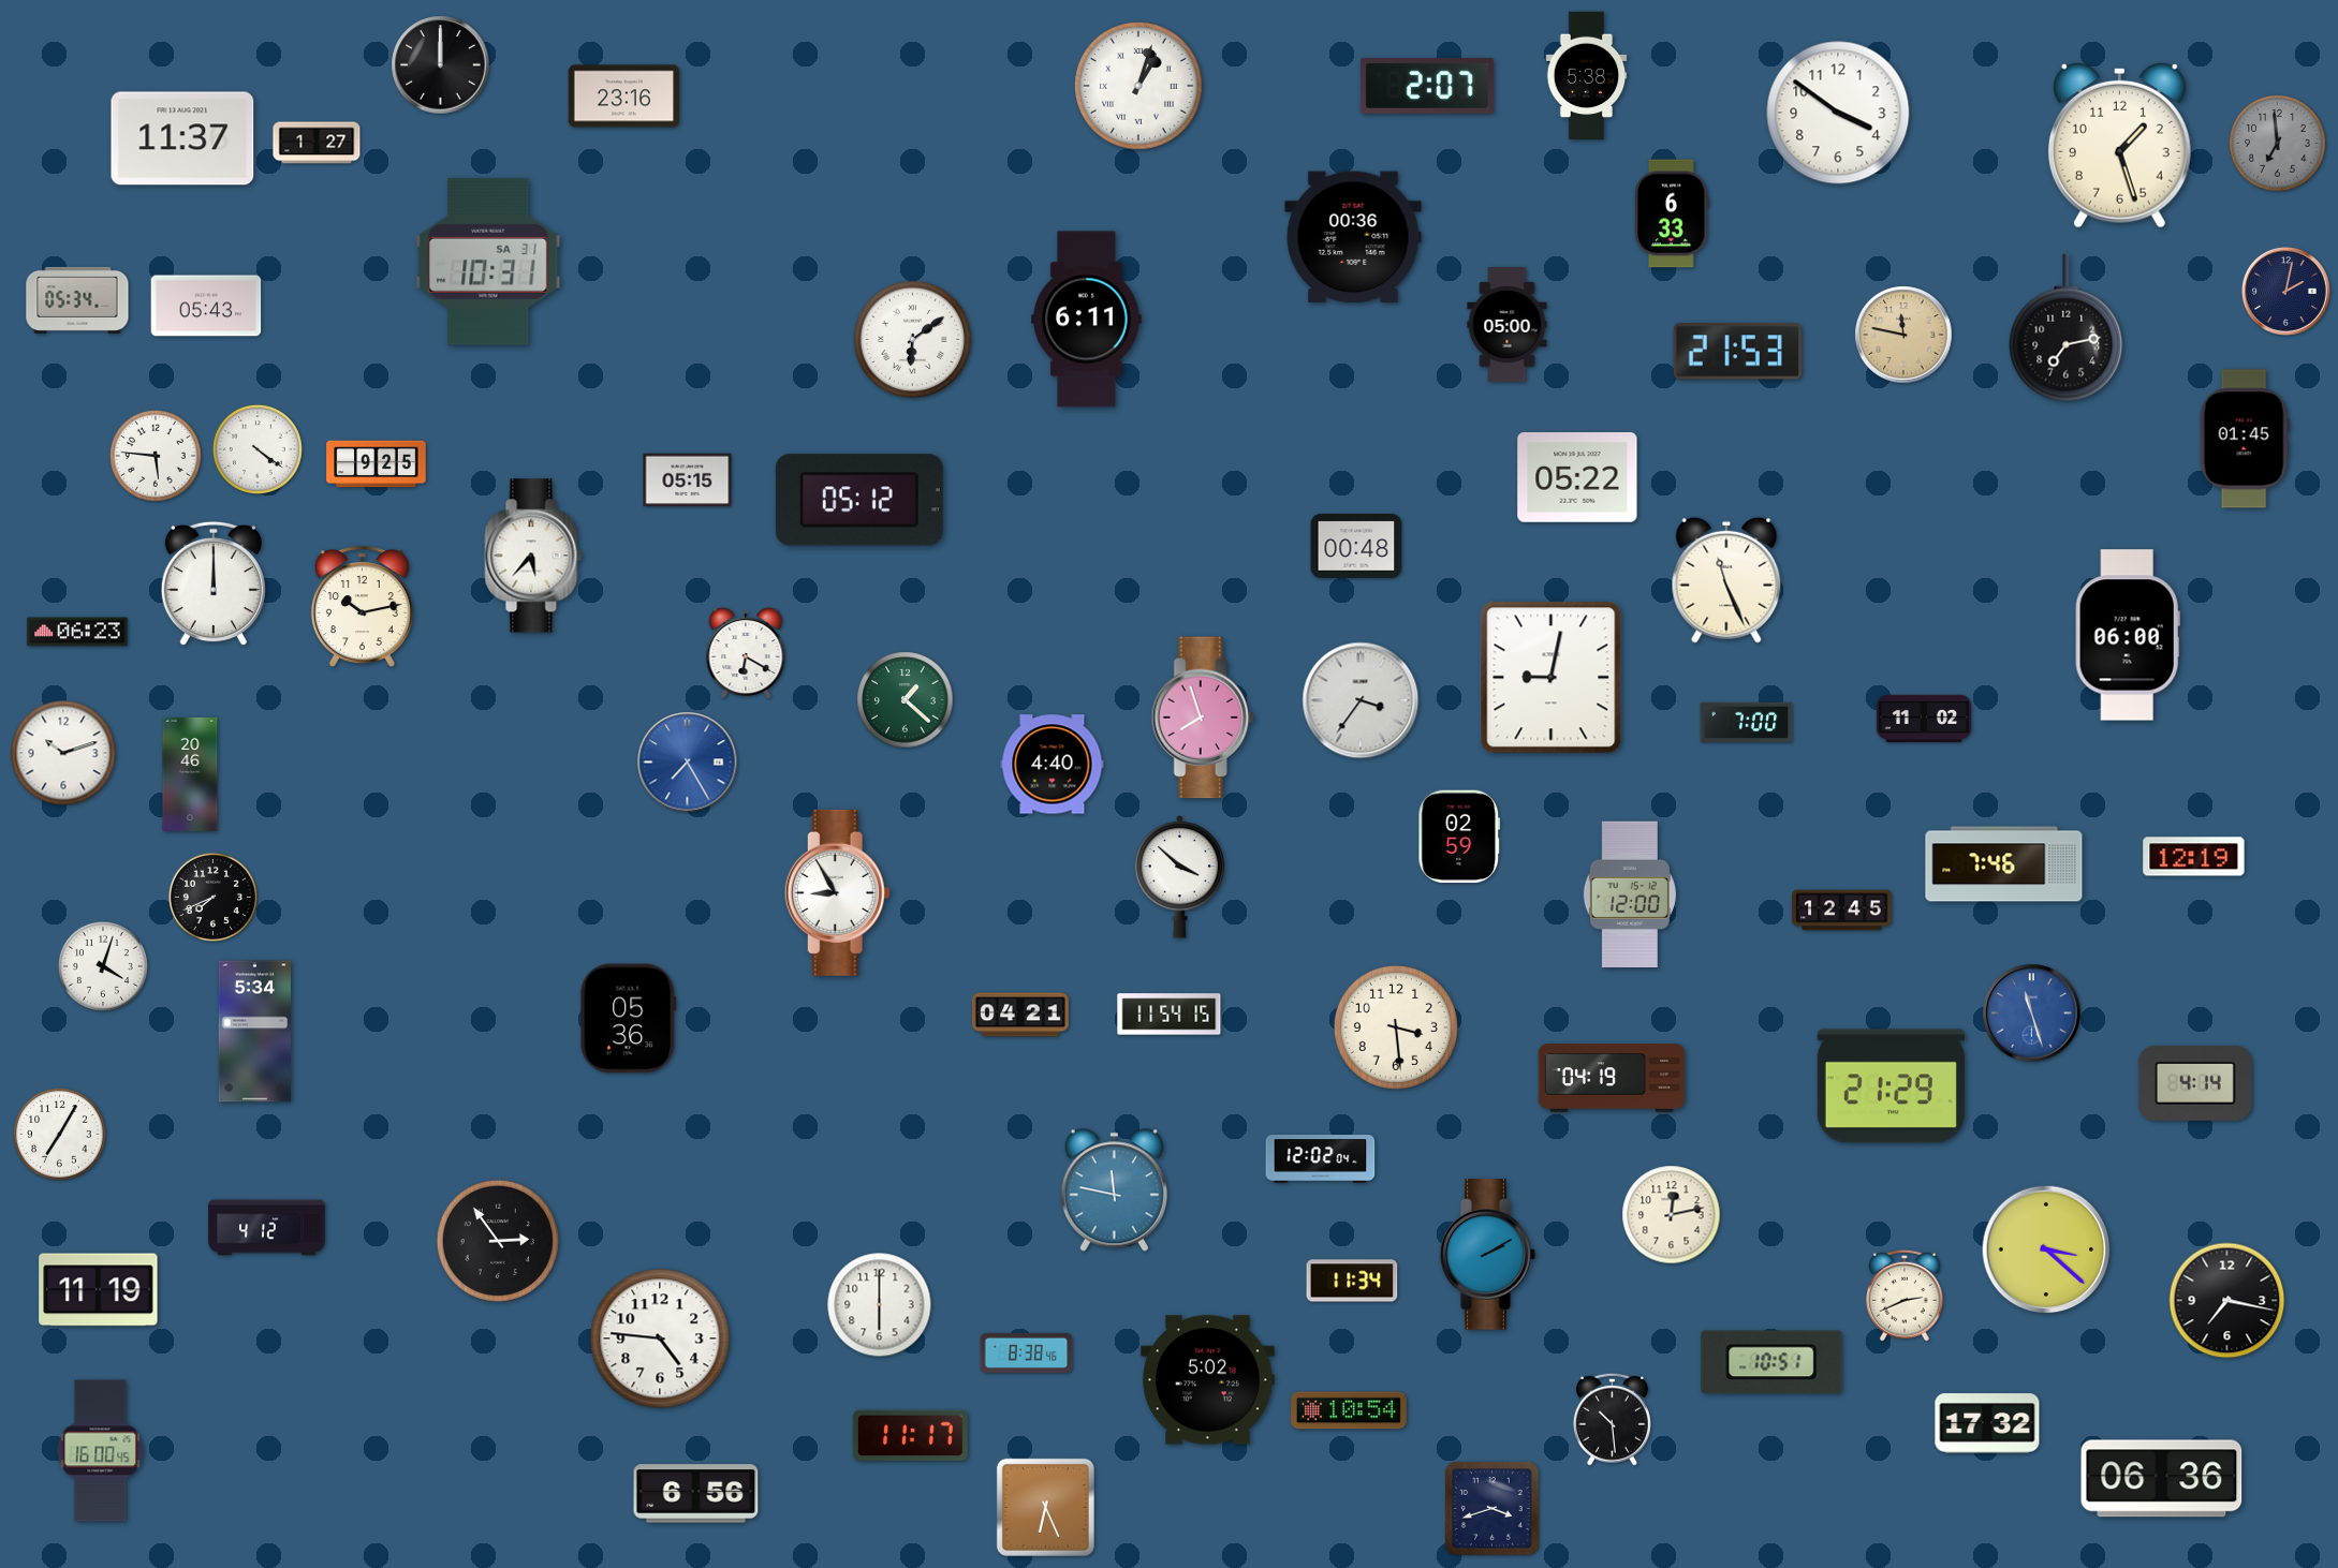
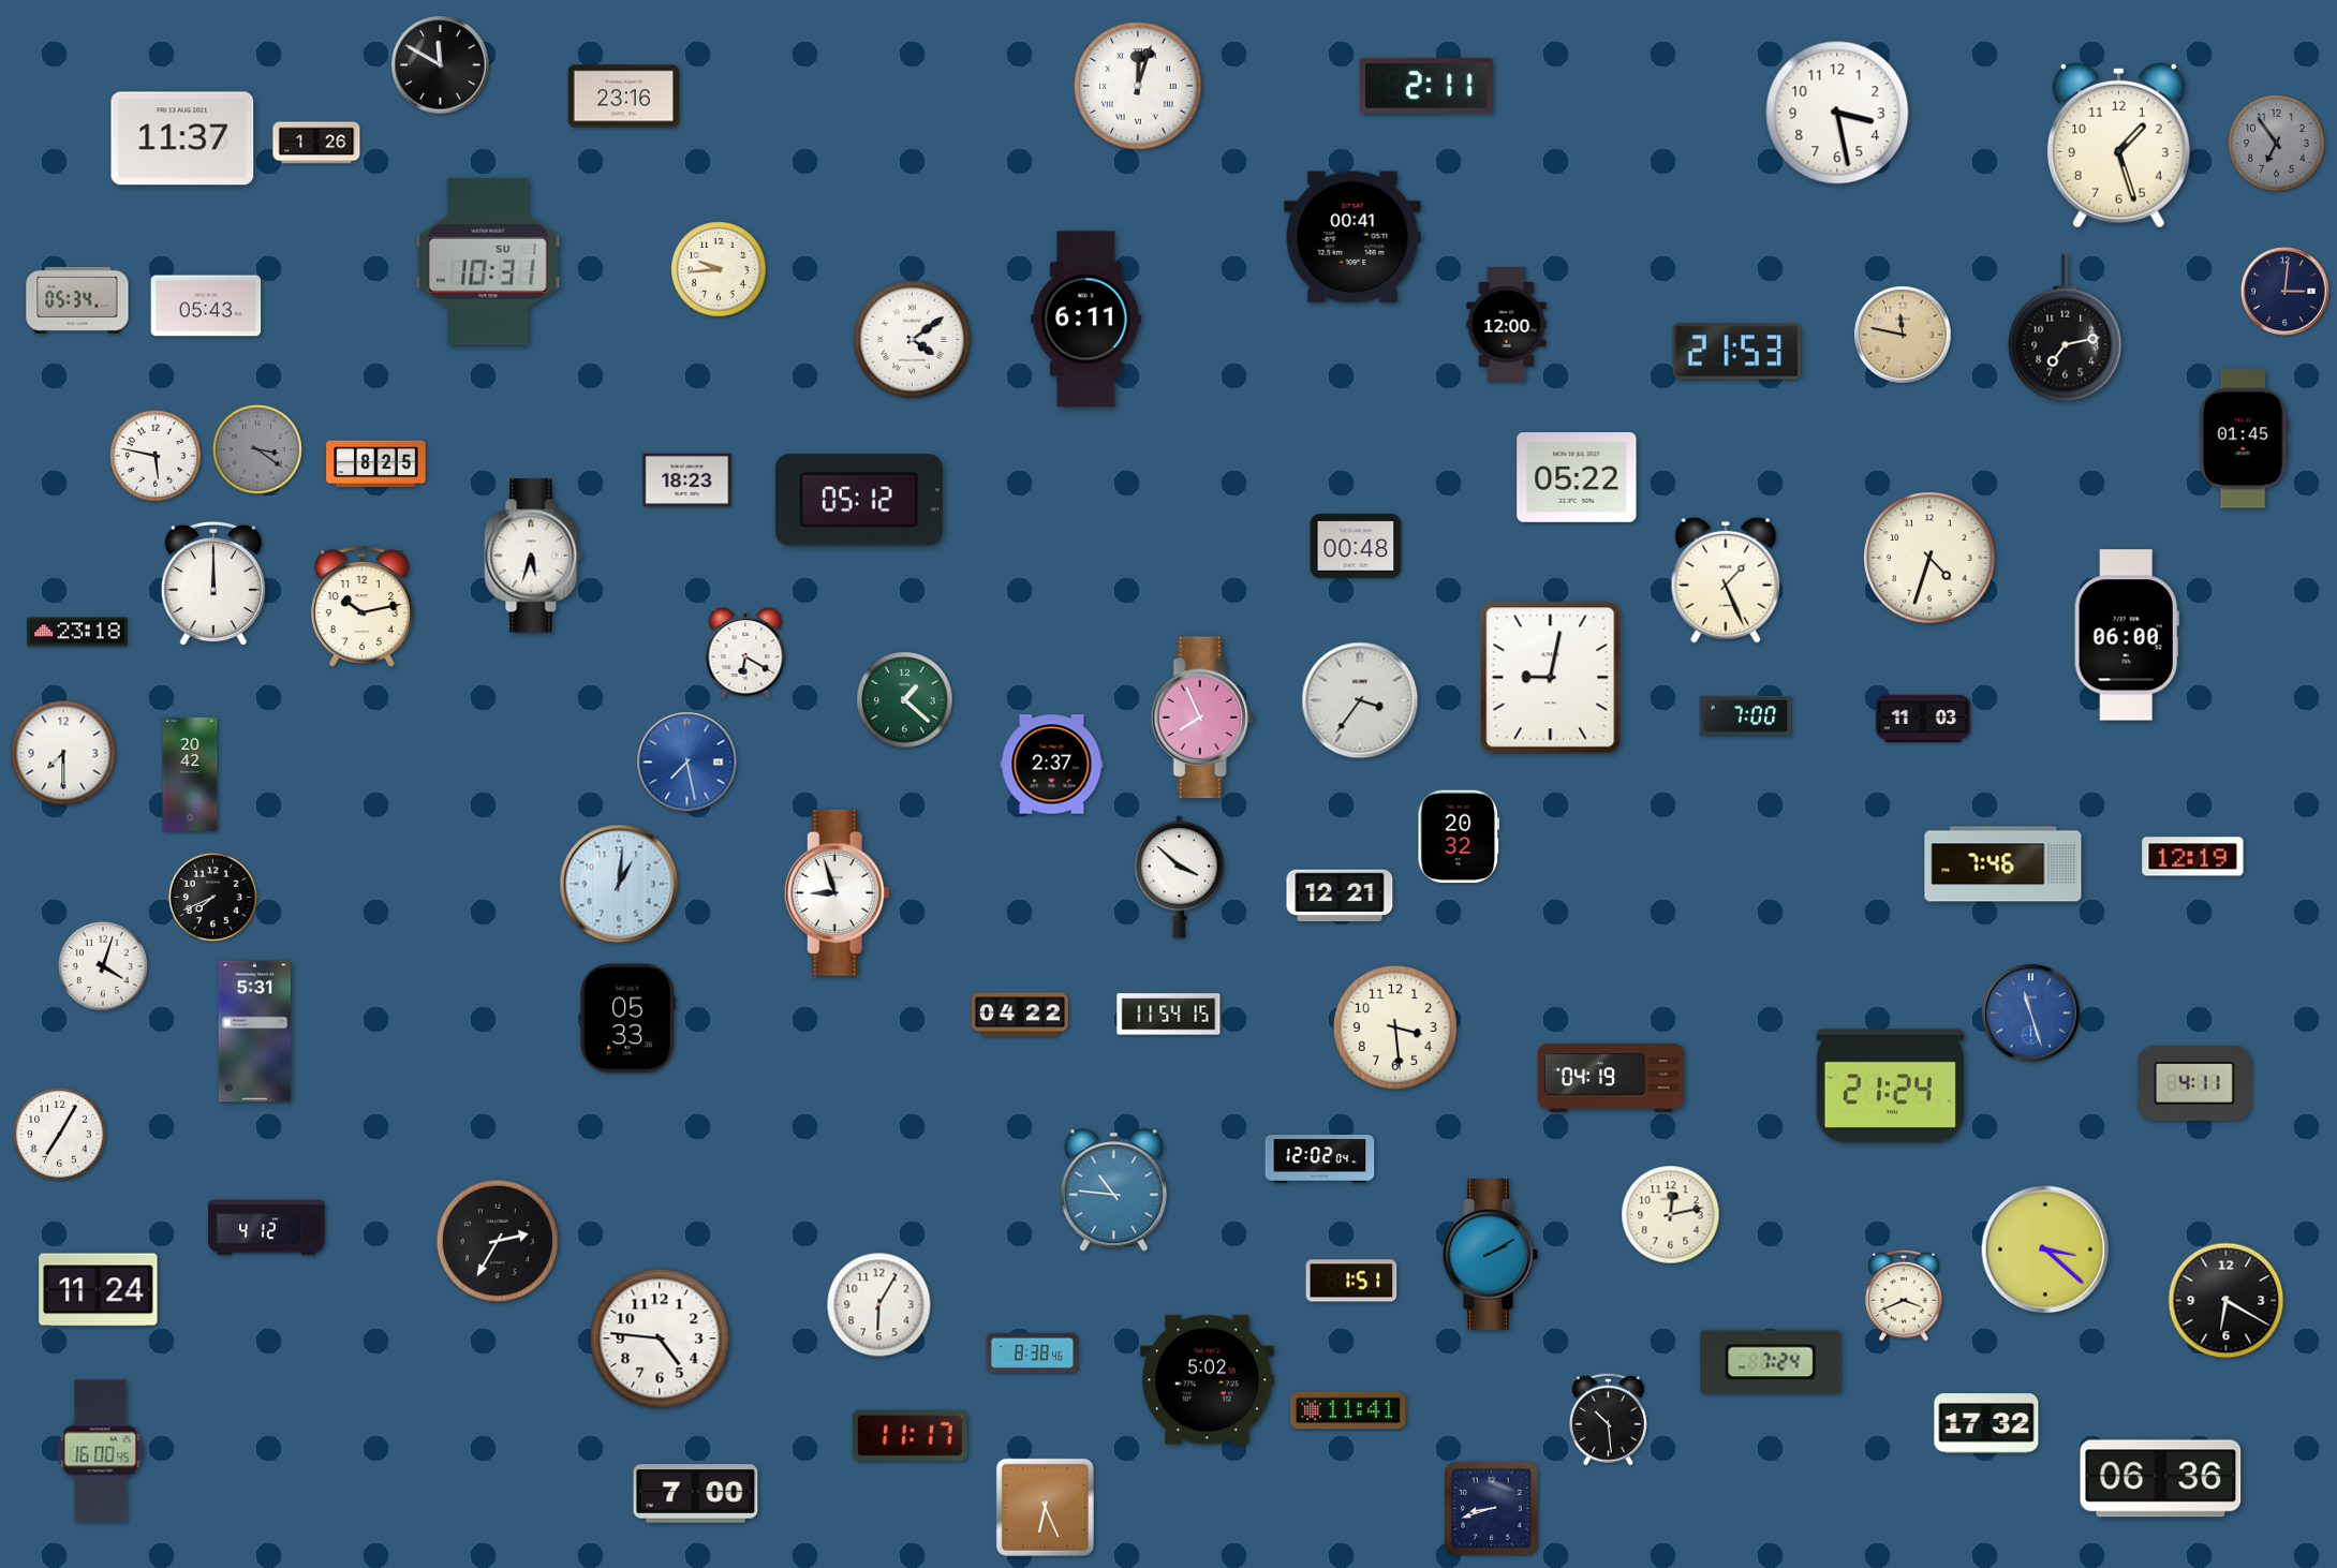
clock at (441, 65): 12:00 -> 11:50
clock at (1587, 76): 5:38 -> none
clock at (1138, 86): 1:03 -> 12:03
clock at (1427, 86): 2:07 -> 2:11
clock at (1838, 113): 3:51 -> 3:28
clock at (317, 143): 1:27 -> 1:26
clock at (2278, 144): 6:59 -> 6:54
clock at (1672, 213): 6:33 -> none
clock at (1353, 237): 00:36 -> 00:41
clock at (488, 262) date: SA 31 -> SU 1
clock at (719, 269): none -> 9:44
clock at (2285, 291): 2:02 -> 3:01
clock at (1508, 324): 05:00 -> 12:00
clock at (913, 340): 6:09 -> 4:09
clock at (258, 449): 4:21 -> 3:21
clock at (258, 449) dial: white -> grey
clock at (156, 456): 5:46 -> 5:47
clock at (377, 464): 9:25 -> 8:25
clock at (688, 480): 05:15 -> 18:23
clock at (533, 556): 5:37 -> 5:33
clock at (1929, 558): none -> 4:33
clock at (1726, 580): 11:26 -> 1:26
clock at (77, 632): 06:23 -> 23:18
clock at (1203, 718): 7:57 -> 7:56
clock at (1923, 719): 11:02 -> 11:03
clock at (1747, 722) position: (1747, 722) -> (1746, 715)
clock at (63, 753): 10:12 -> 7:30
clock at (688, 763): 7:25 -> 7:28
clock at (1053, 765): 4:40 -> 2:37
clock at (190, 774): 20:46 -> 20:42
clock at (1459, 837): 02:59 -> 20:32
clock at (619, 884): none -> 1:01
clock at (837, 892): 8:55 -> 8:57
clock at (1630, 893): 12:00 -> none
clock at (1340, 896): none -> 12:21
clock at (1842, 911): 12:45 -> none
clock at (1020, 1015): 04:21 -> 04:22
clock at (629, 1019): 05:36 -> 05:33
clock at (254, 1032): 5:34 -> 5:31
clock at (2195, 1083): 4:14 -> 4:11
clock at (1891, 1086): 21:29 -> 21:24
clock at (1114, 1190): 11:47 -> 10:46
clock at (498, 1241): 2:54 -> 2:35
clock at (1488, 1255) position: (1488, 1255) -> (1491, 1255)
clock at (1352, 1281): 11:34 -> 1:51
clock at (99, 1290): 11:19 -> 11:24
clock at (1905, 1296): 2:41 -> 3:41
clock at (2227, 1301): 7:17 -> 6:20
clock at (880, 1305): 6:00 -> 6:05
clock at (1027, 1352) position: (1027, 1352) -> (1033, 1352)
clock at (1771, 1362): 10:51 -> 7:24
clock at (1350, 1410): 10:54 -> 11:41
clock at (1612, 1419) position: (1612, 1419) -> (1608, 1419)
clock at (696, 1494): 6:56 -> 7:00
clock at (1493, 1509): 3:42 -> 8:42
